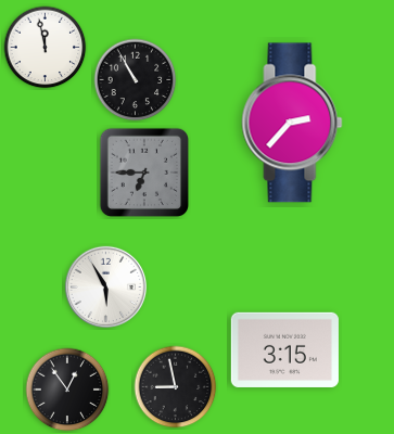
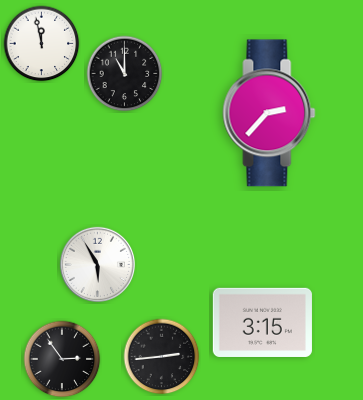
clock at (136, 80): 10:55 -> 11:00
clock at (143, 171): 6:45 -> none
clock at (176, 387): 8:58 -> 2:44
clock at (67, 390): 12:54 -> 2:54
